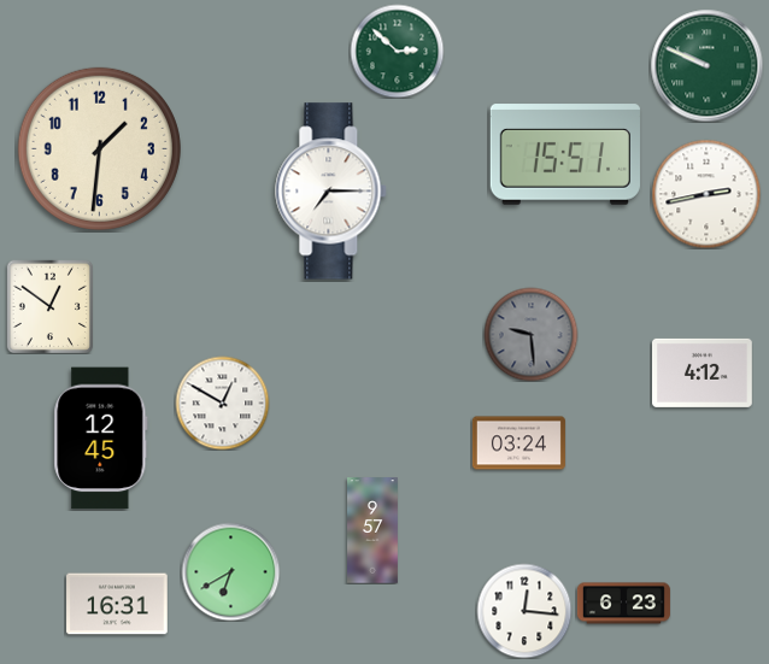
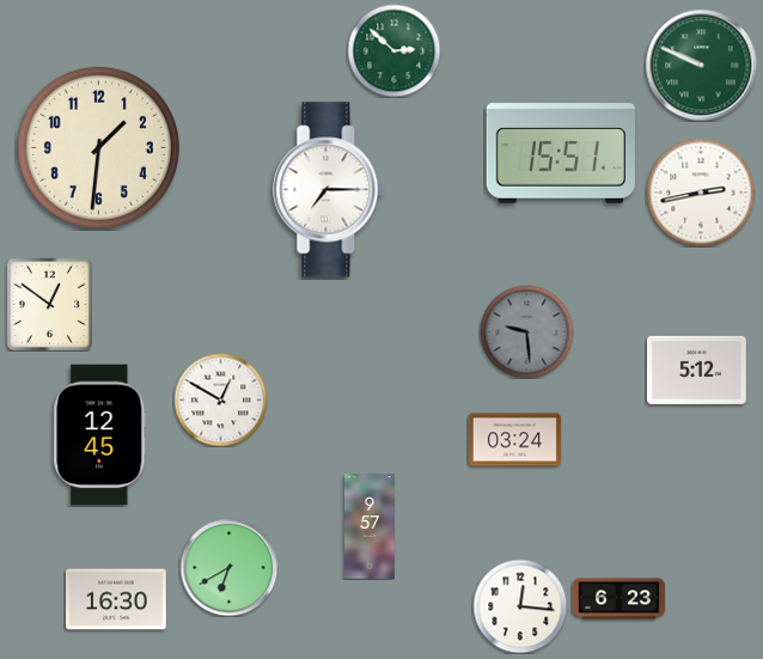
clock at (703, 372): 4:12 -> 5:12
clock at (117, 604): 16:31 -> 16:30
